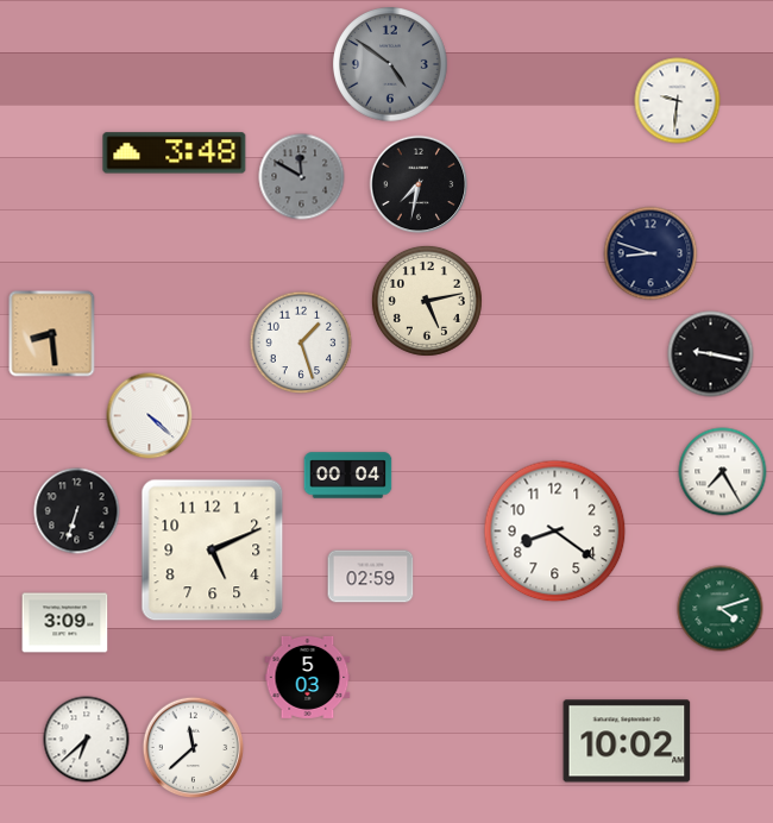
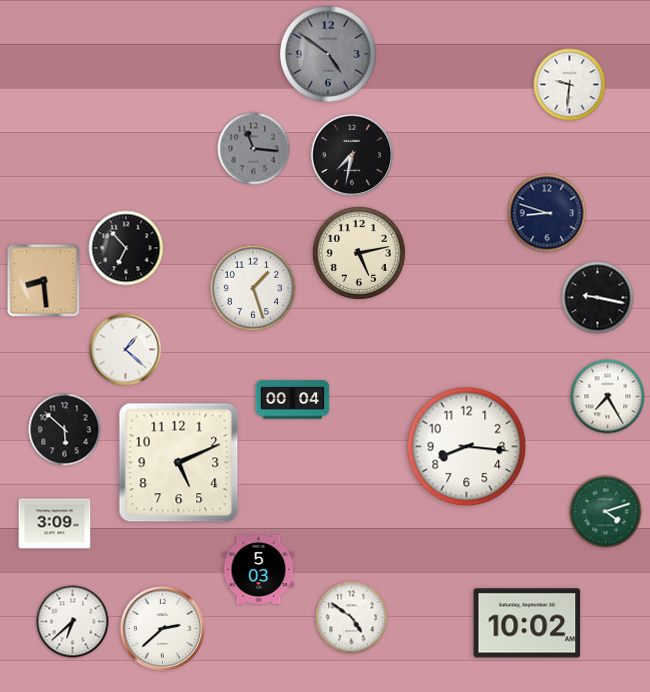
clock at (175, 153): 3:48 -> none
clock at (302, 177): 11:50 -> 11:16
clock at (126, 248): none -> 6:53
clock at (150, 416): 4:22 -> 1:22
clock at (77, 511): 6:33 -> 5:52
clock at (555, 532): 8:21 -> 8:16
clock at (371, 577): 02:59 -> none
clock at (352, 618): none -> 4:51
clock at (194, 748): 11:38 -> 2:38
